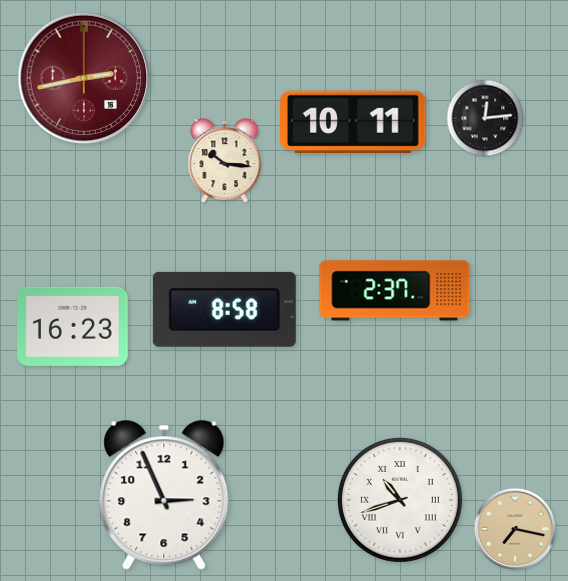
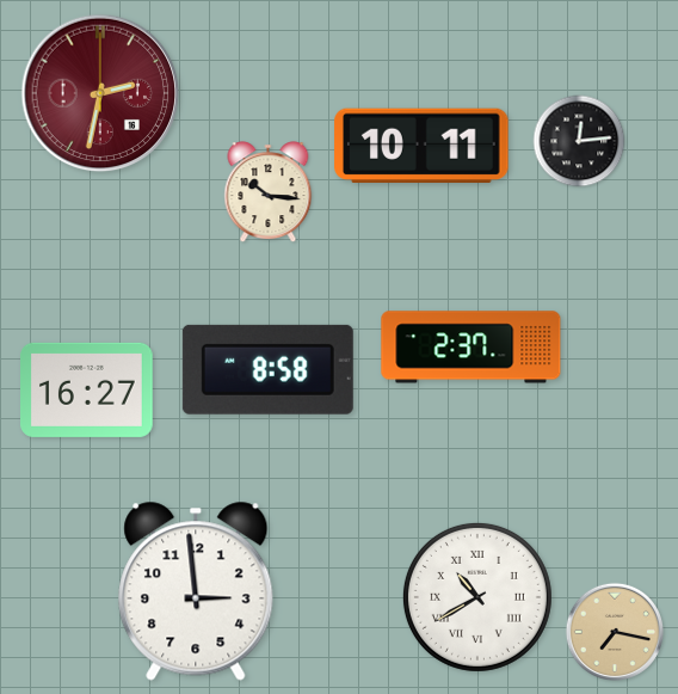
clock at (84, 78): 2:43 -> 2:32
clock at (73, 326): 16:23 -> 16:27
clock at (164, 495): 2:56 -> 2:59
clock at (400, 500): 10:42 -> 10:40
